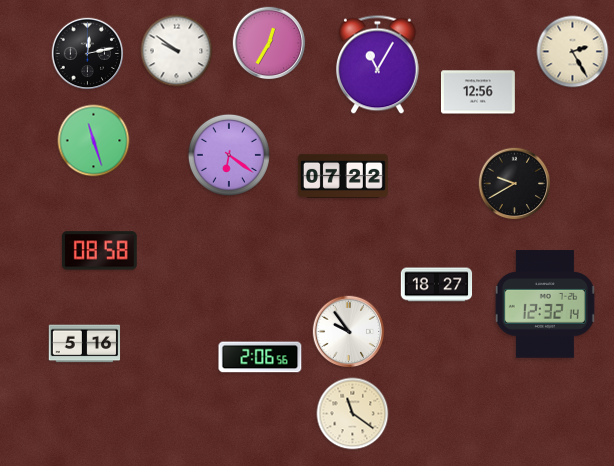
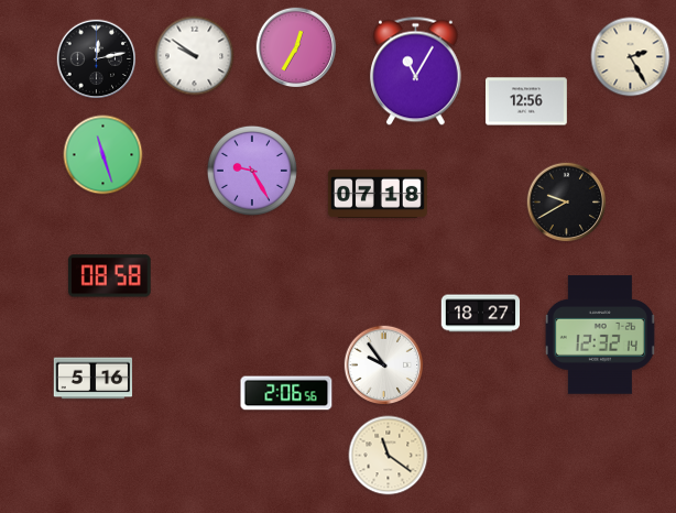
clock at (229, 155): 6:21 -> 9:25
clock at (343, 176): 07:22 -> 07:18
